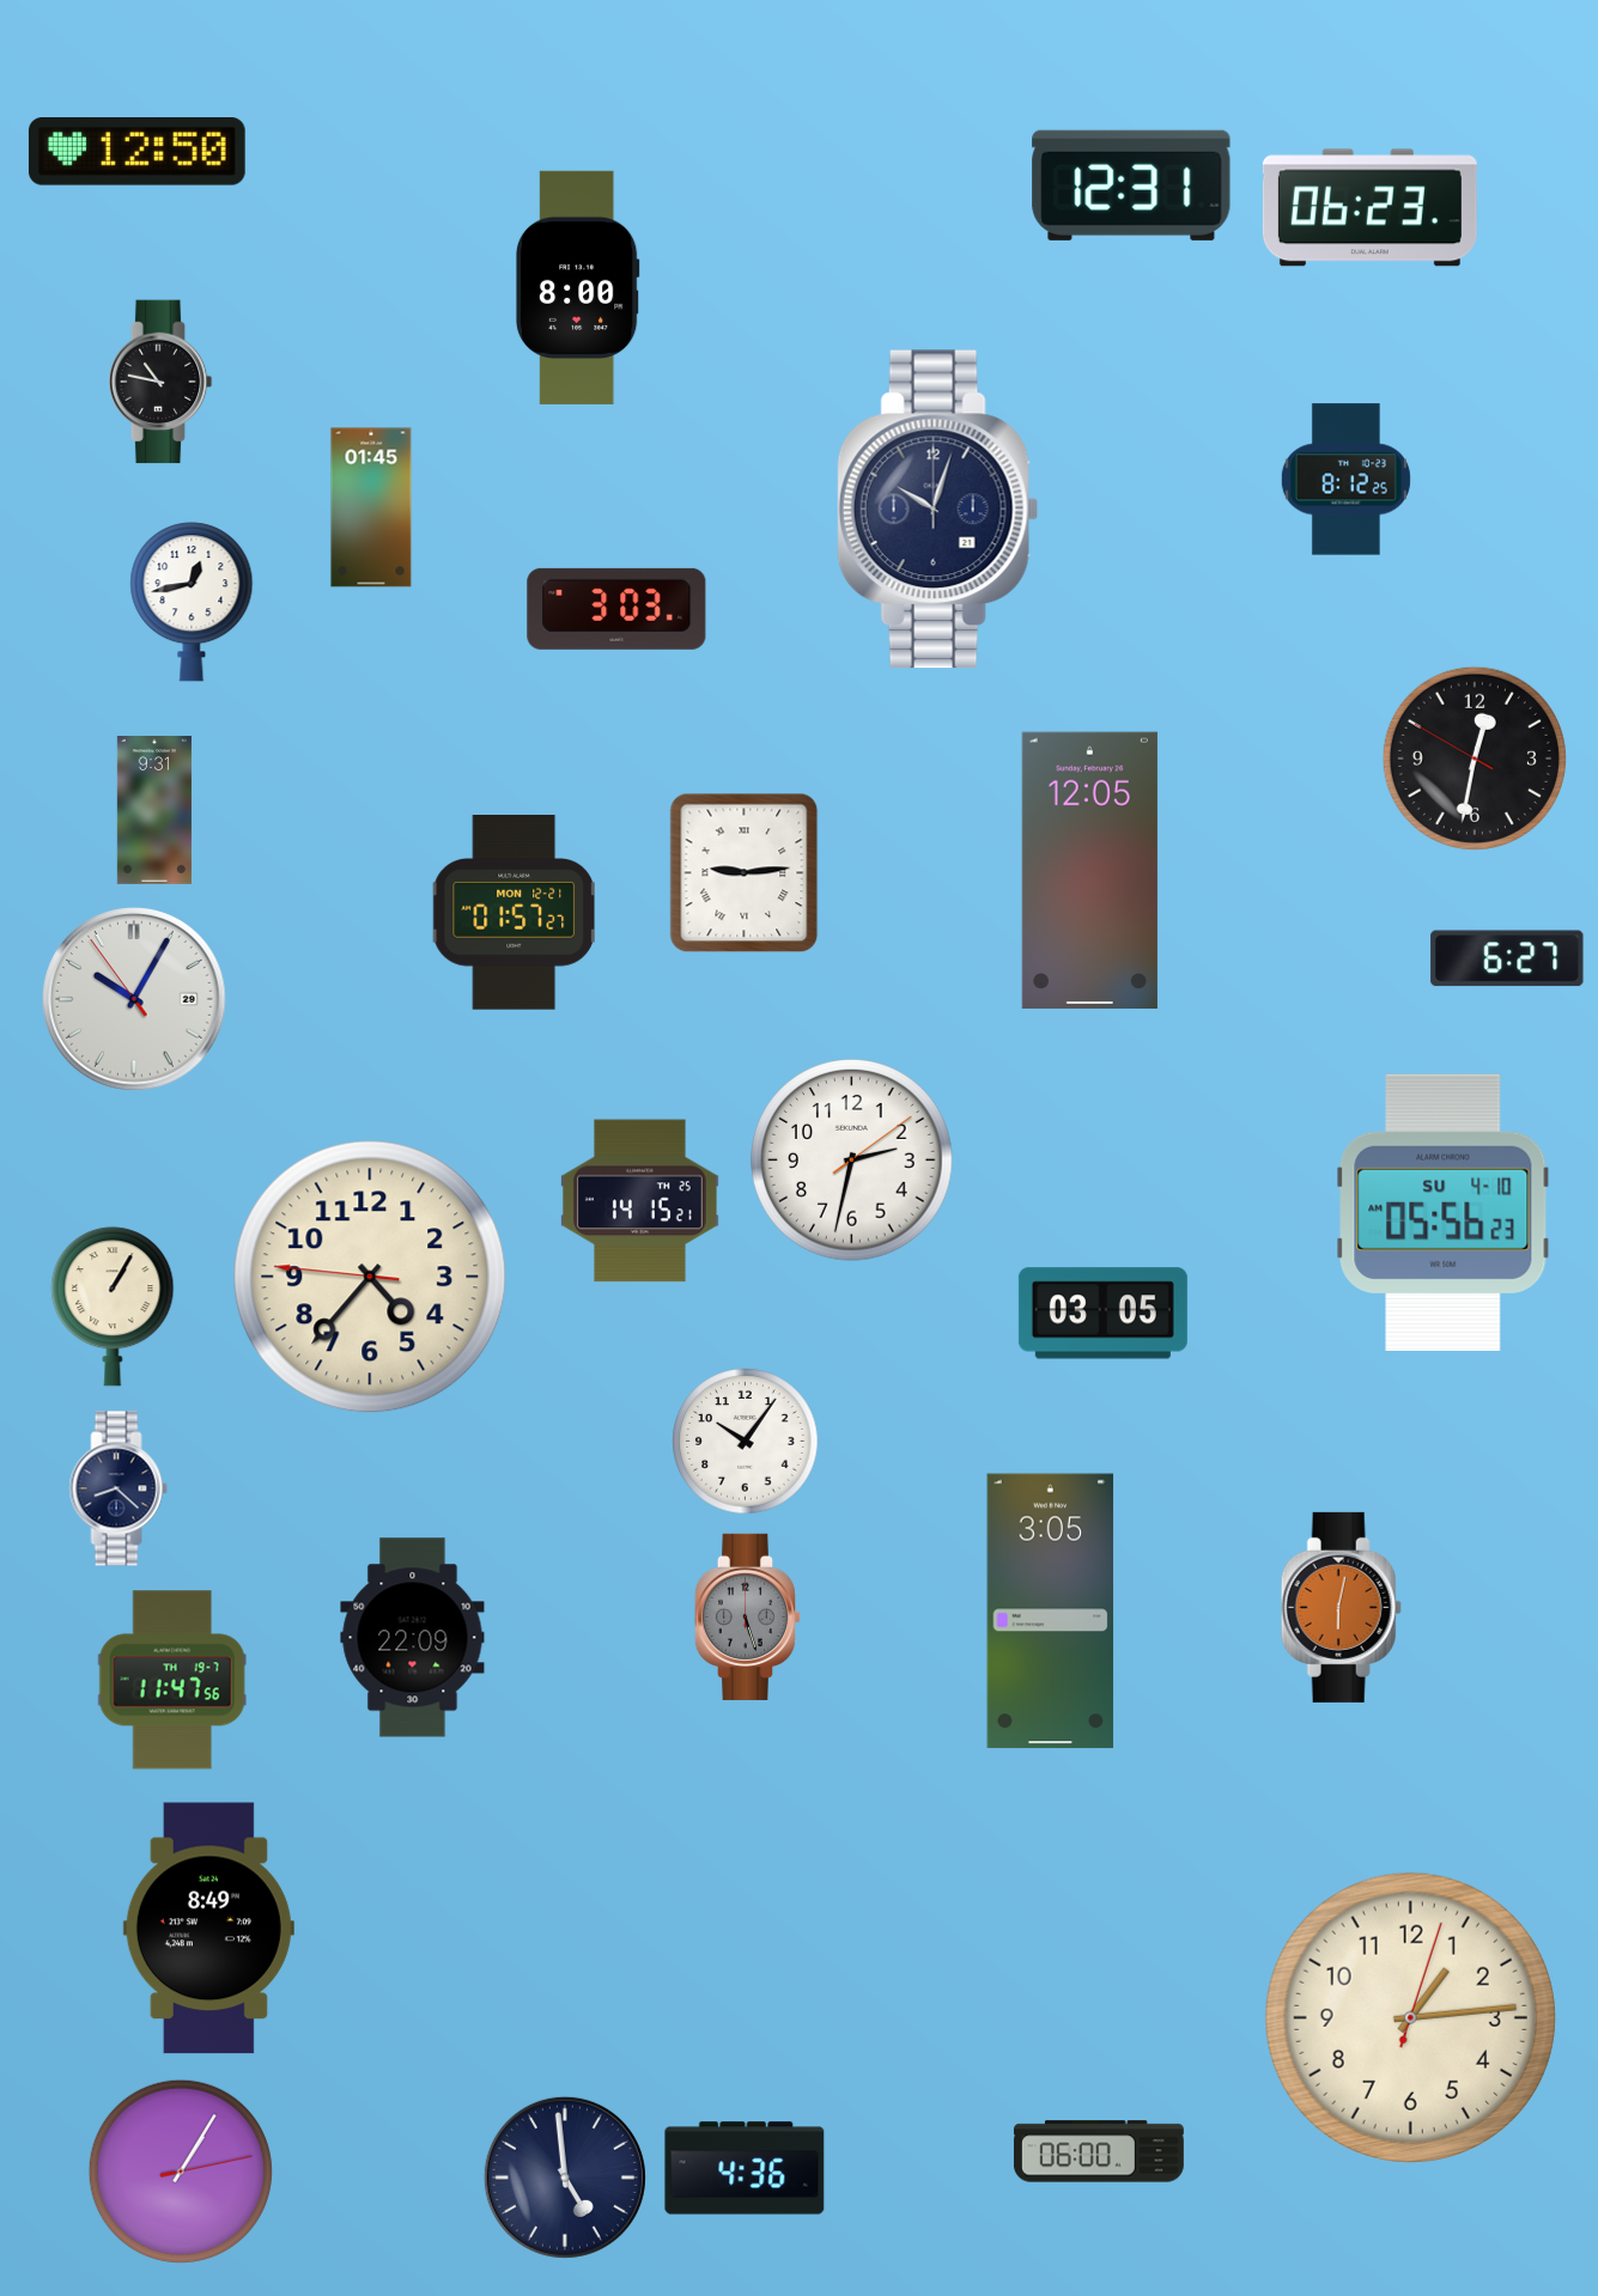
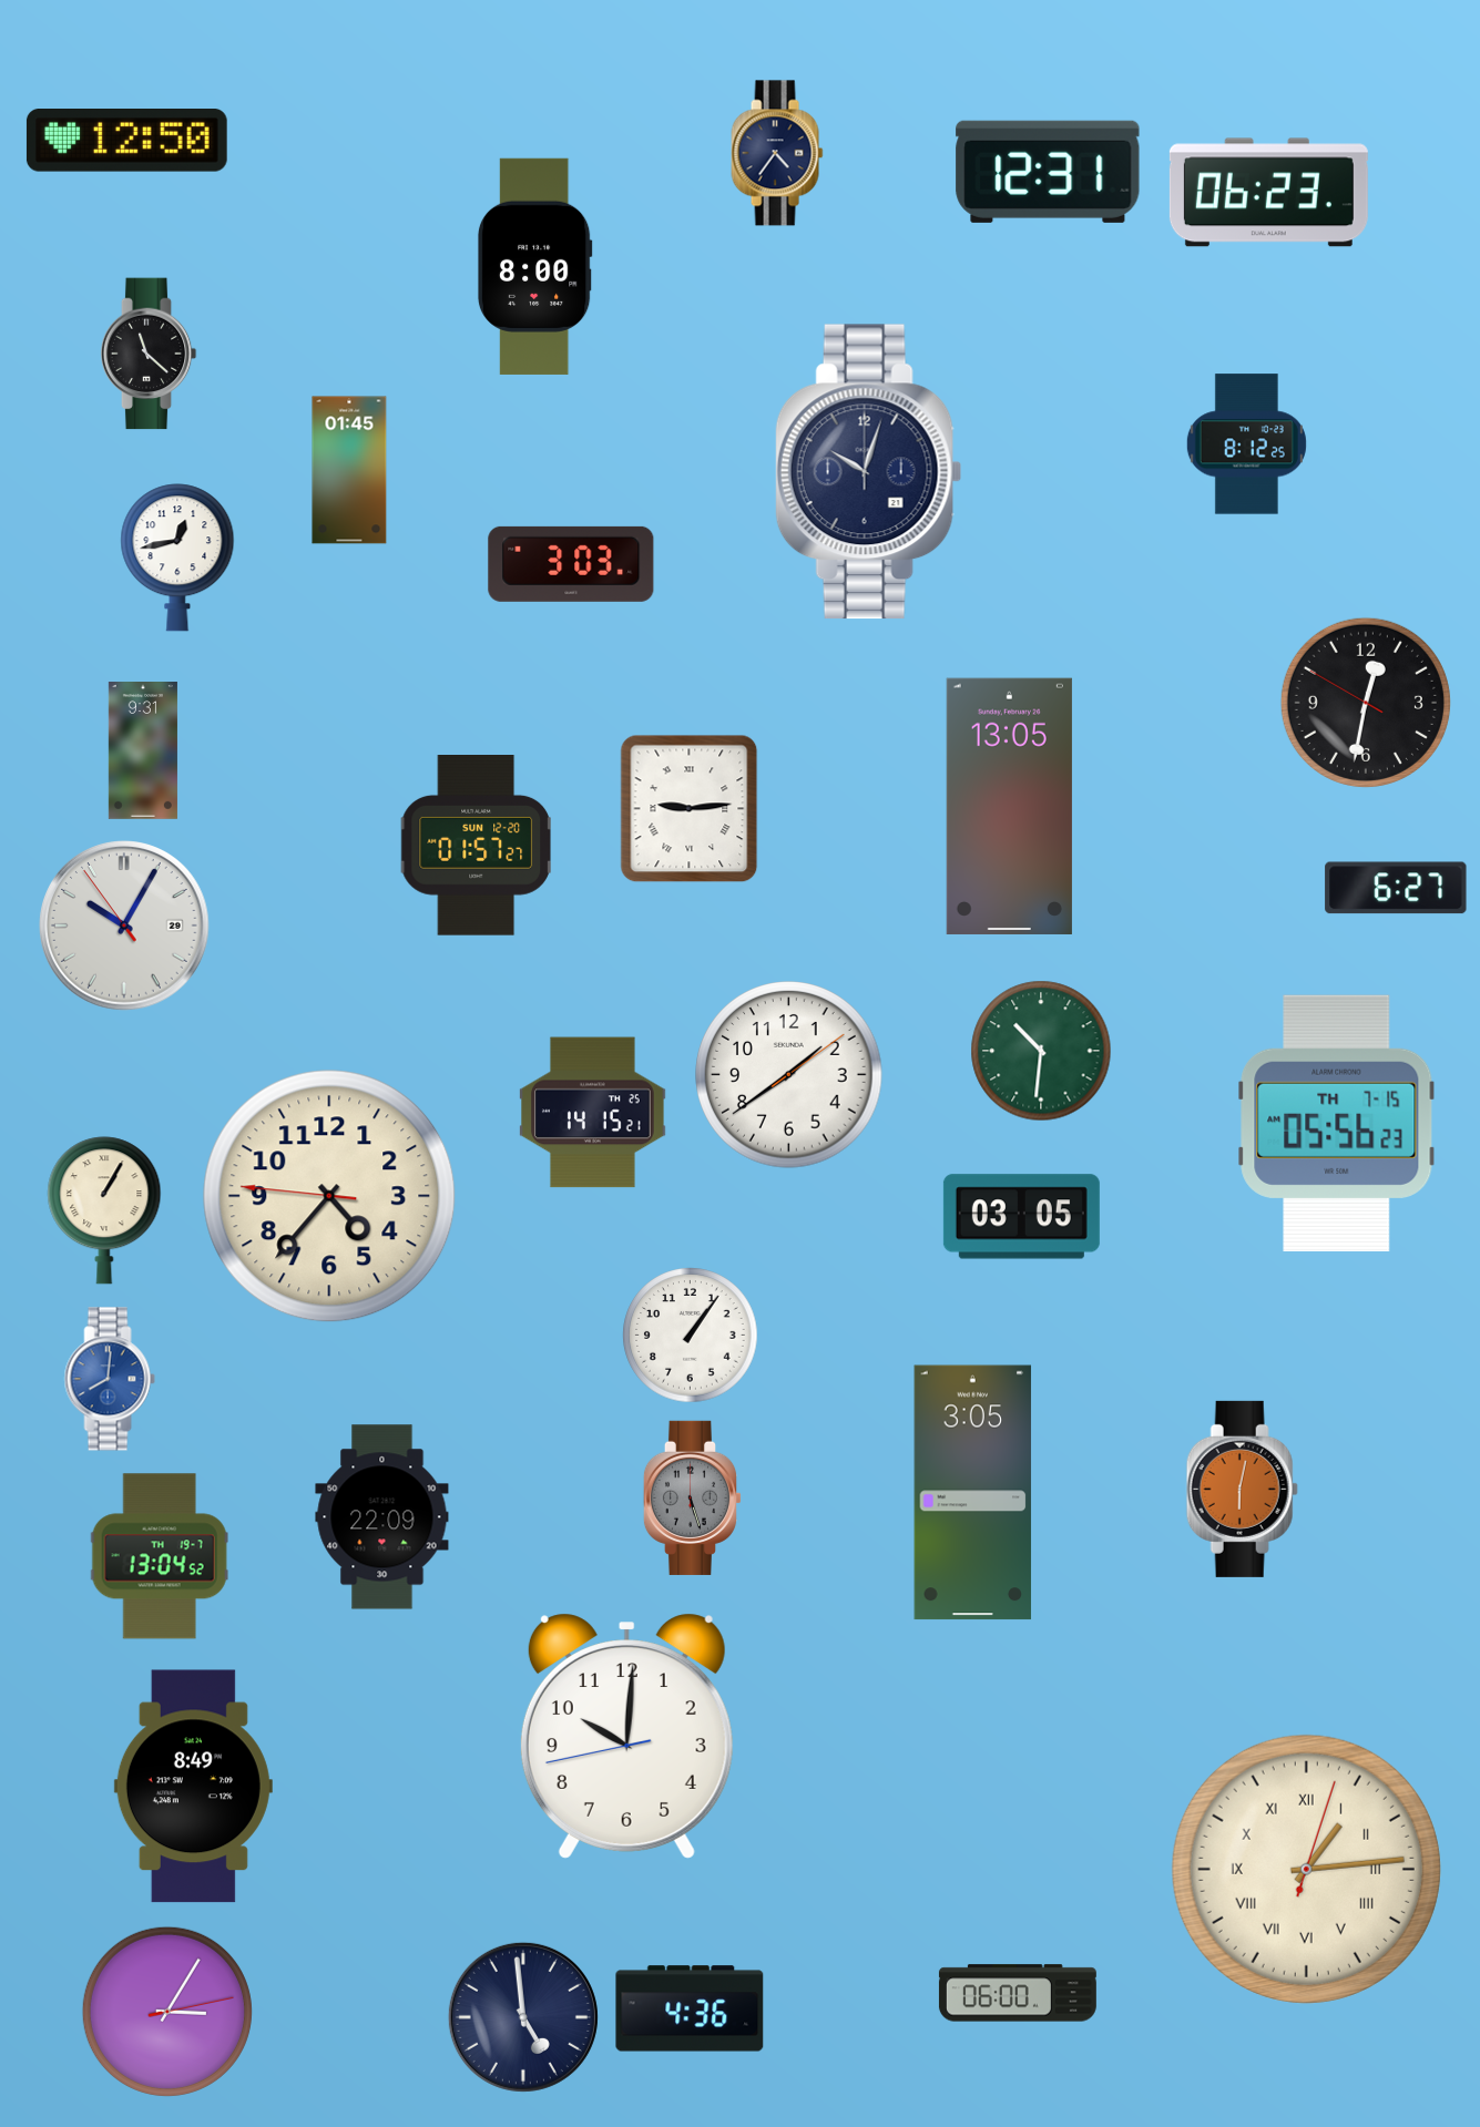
clock at (777, 153): none -> 4:36
clock at (160, 382): 10:47 -> 11:22
clock at (371, 507) position: (371, 507) -> (349, 470)
clock at (1089, 870): 12:05 -> 13:05
clock at (514, 913) date: MON 12-21 -> SUN 12-20
clock at (1041, 1051): none -> 10:31
clock at (852, 1161): 2:32 -> 1:39
clock at (1444, 1212) date: SU 4-10 -> TH 7-15
clock at (370, 1277) position: (370, 1277) -> (329, 1196)
clock at (746, 1442): 10:06 -> 1:06
clock at (119, 1488): 8:22 -> 8:01
clock at (119, 1488) dial: navy -> blue
clock at (172, 1680): 11:47 -> 13:04
clock at (626, 1736): none -> 10:00
clock at (1410, 2017) numerals: Arabic -> Roman
clock at (181, 2172): 1:05 -> 3:05
